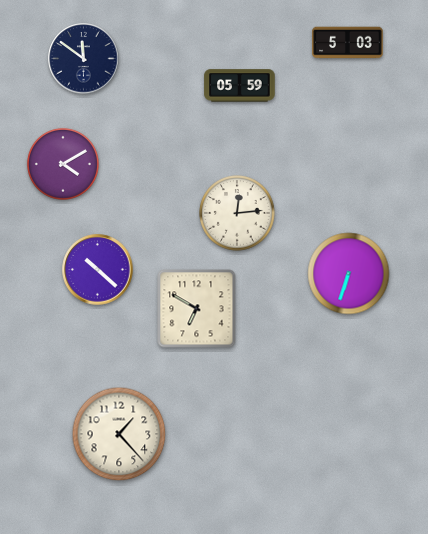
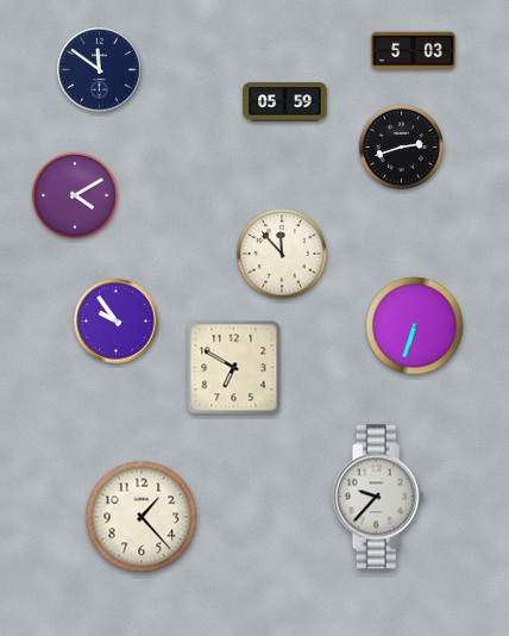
clock at (401, 146): none -> 2:42
clock at (237, 213): 12:14 -> 11:53
clock at (98, 270): 10:22 -> 9:54
clock at (378, 497): none -> 9:37
